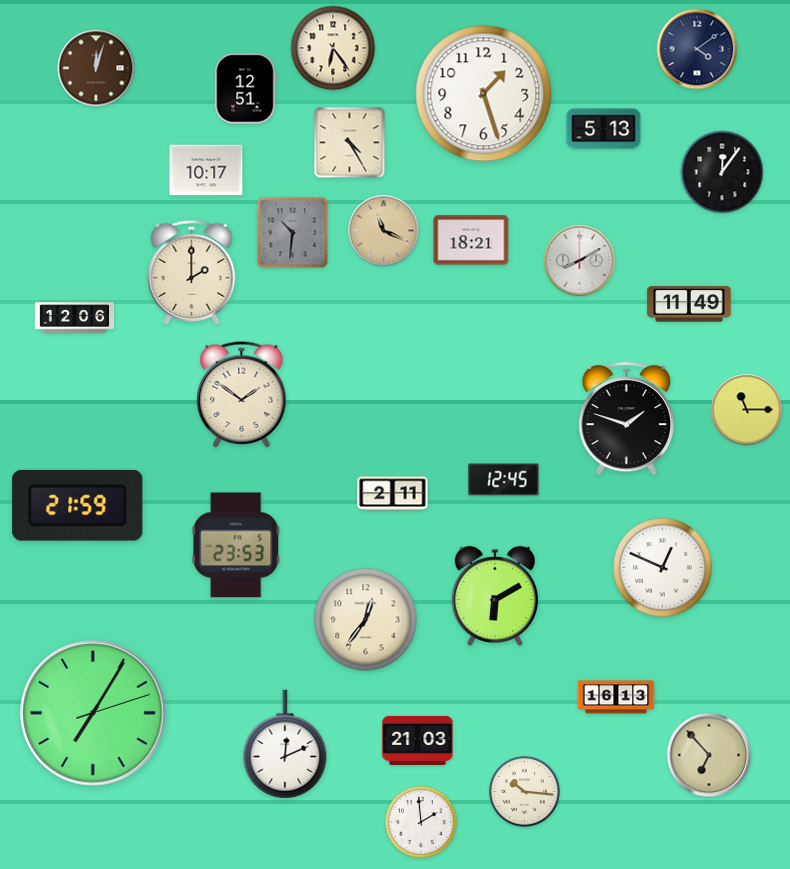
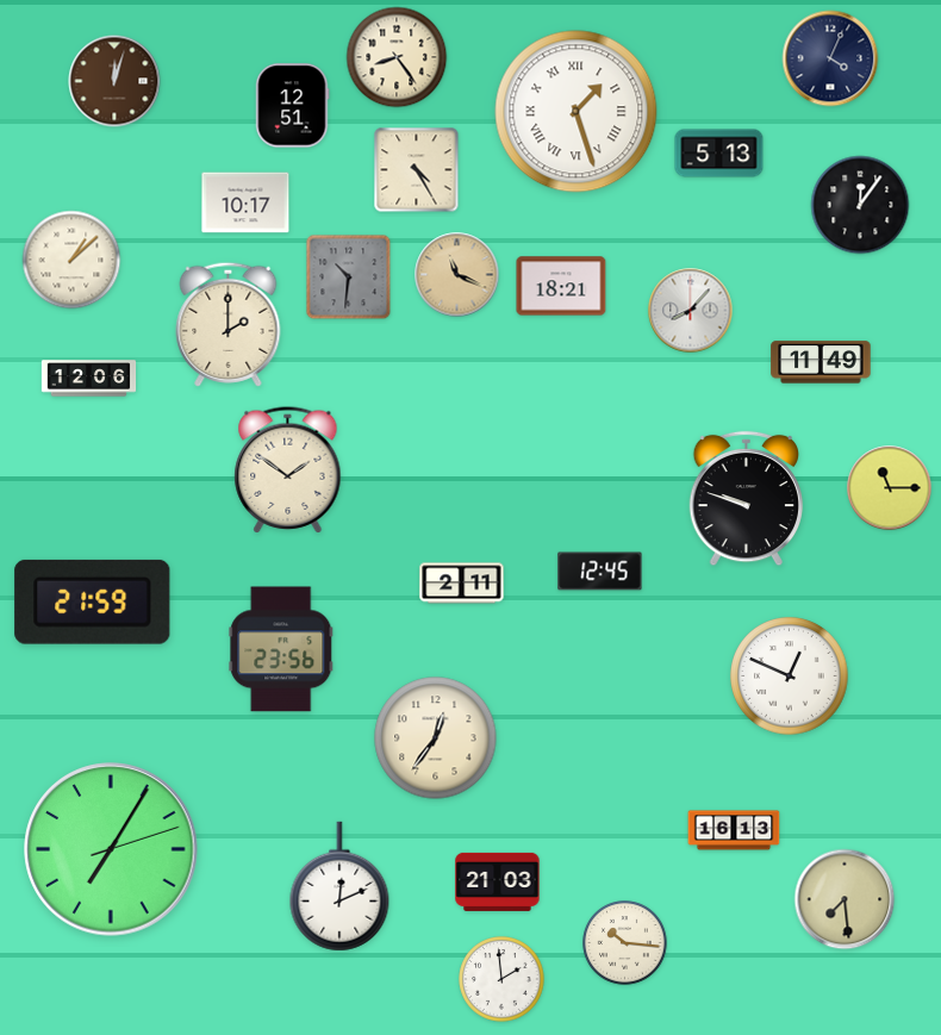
clock at (333, 48): 6:24 -> 8:24
clock at (697, 49): 4:09 -> 4:04
clock at (484, 94) numerals: Arabic -> Roman
clock at (71, 260): none -> 1:08
clock at (580, 261): 8:10 -> 8:07
clock at (627, 419): 1:48 -> 9:48
clock at (393, 494) position: (393, 494) -> (462, 584)
clock at (236, 545): 23:53 -> 23:56
clock at (495, 596): 6:10 -> none
clock at (709, 755): 6:53 -> 7:29
